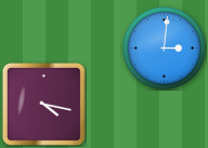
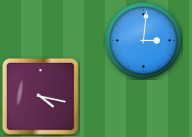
clock at (165, 49) position: (165, 49) -> (144, 41)
